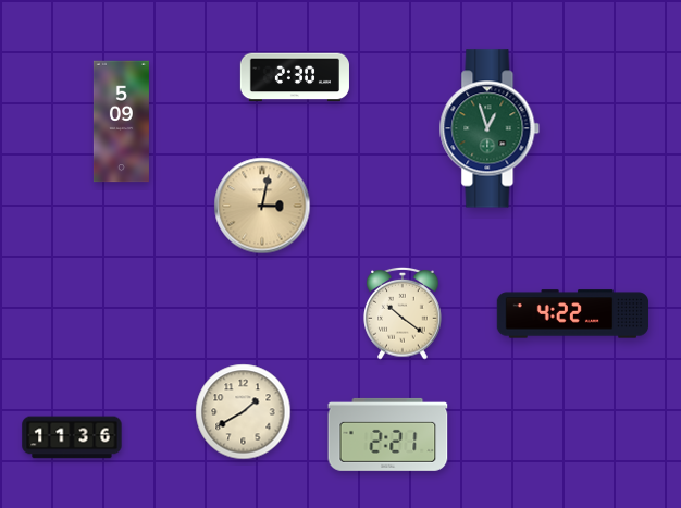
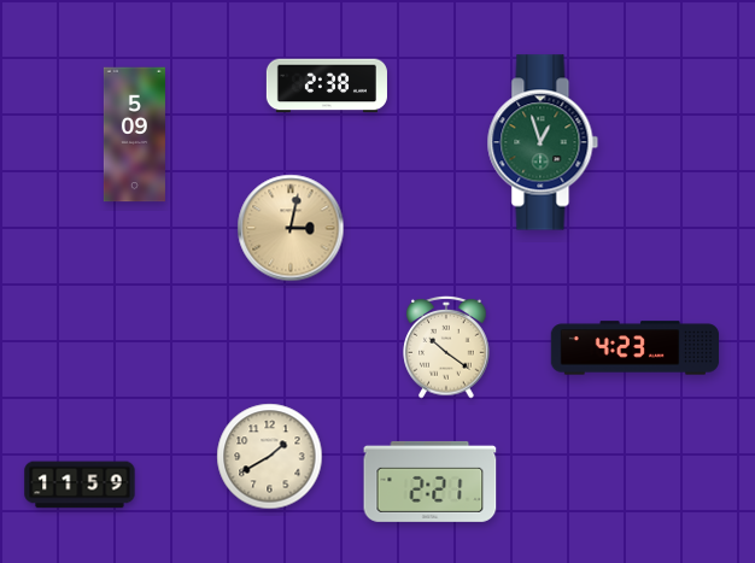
clock at (295, 77): 2:30 -> 2:38
clock at (573, 314): 4:22 -> 4:23
clock at (72, 437): 11:36 -> 11:59
